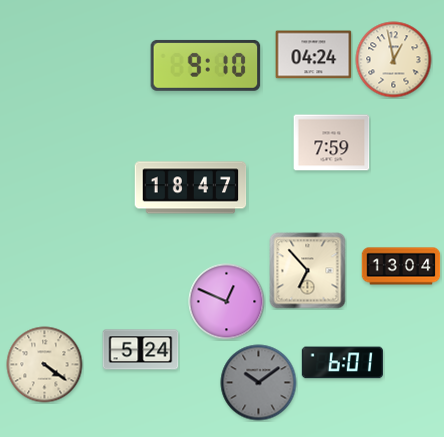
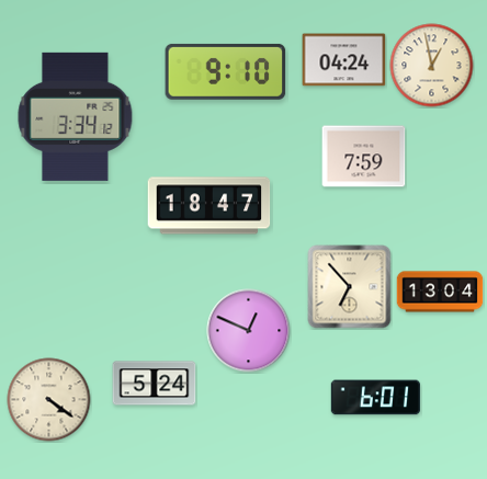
clock at (76, 116): none -> 3:34
clock at (308, 271) position: (308, 271) -> (350, 287)
clock at (259, 383): 10:09 -> none
